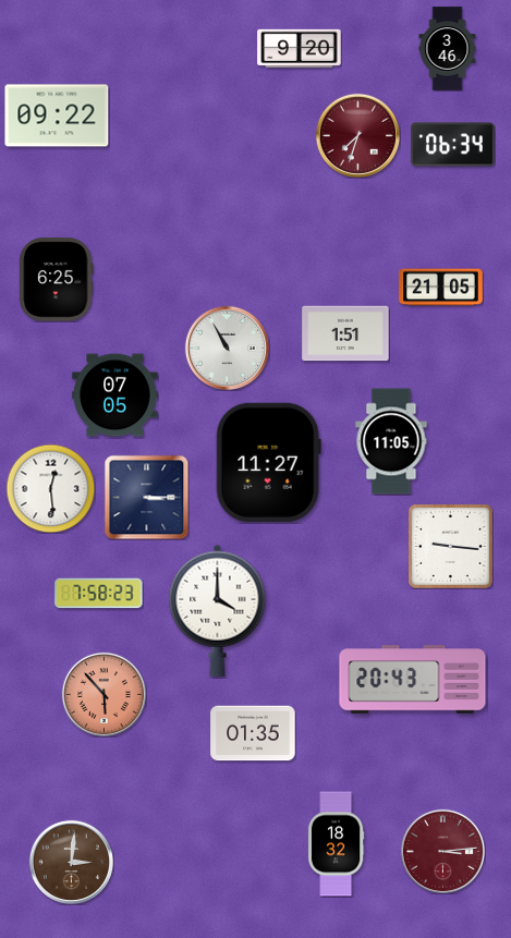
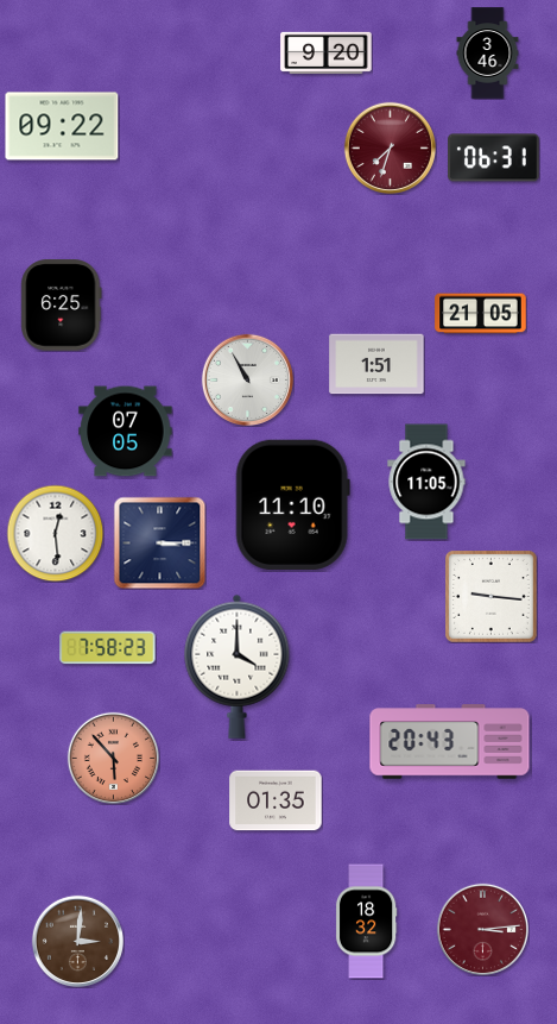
clock at (453, 145): 06:34 -> 06:31
clock at (268, 462): 11:27 -> 11:10
